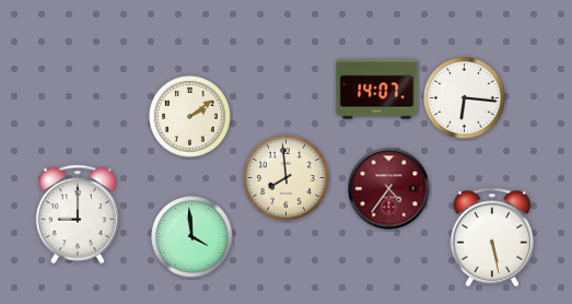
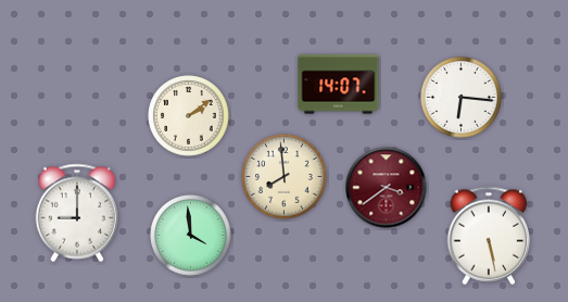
clock at (377, 90) position: (377, 90) -> (339, 85)
clock at (389, 189): 4:36 -> 3:39
